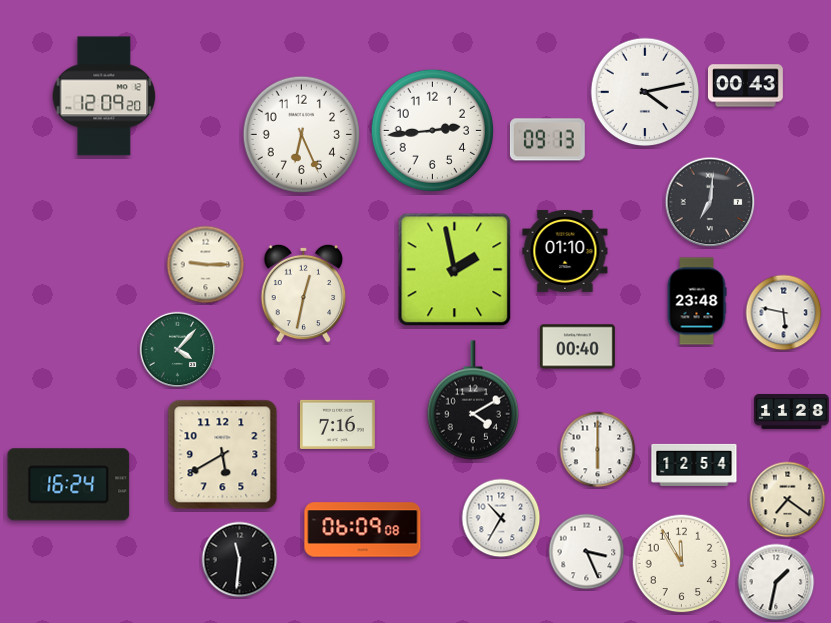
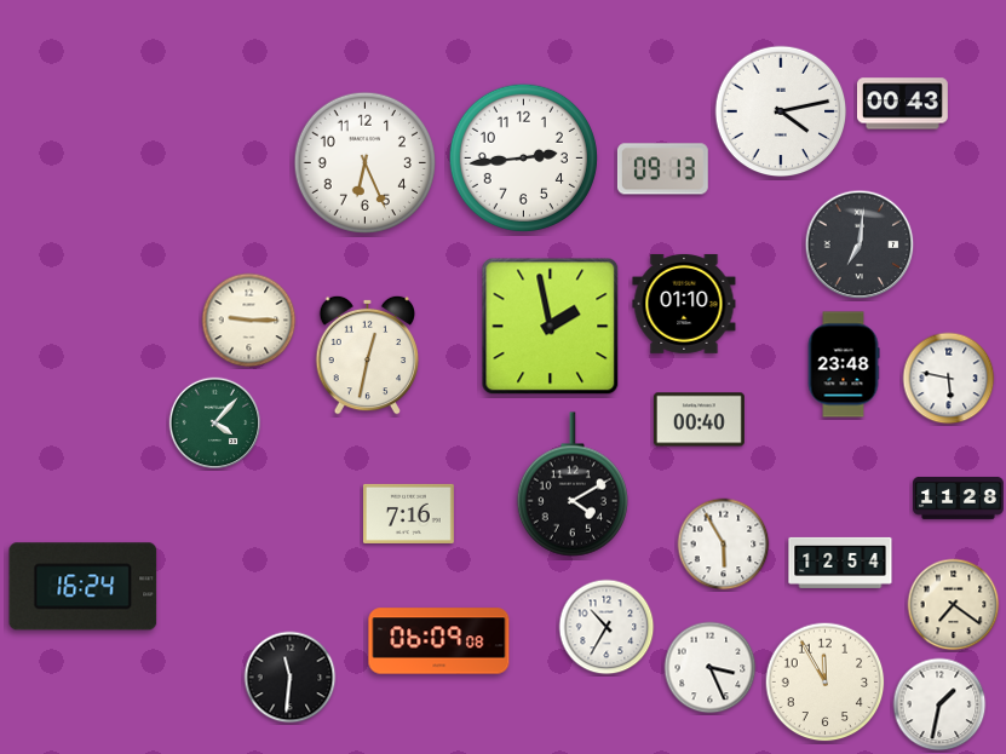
clock at (104, 96): 12:09 -> none
clock at (598, 450): 6:00 -> 5:55
clock at (223, 455): 5:40 -> none
